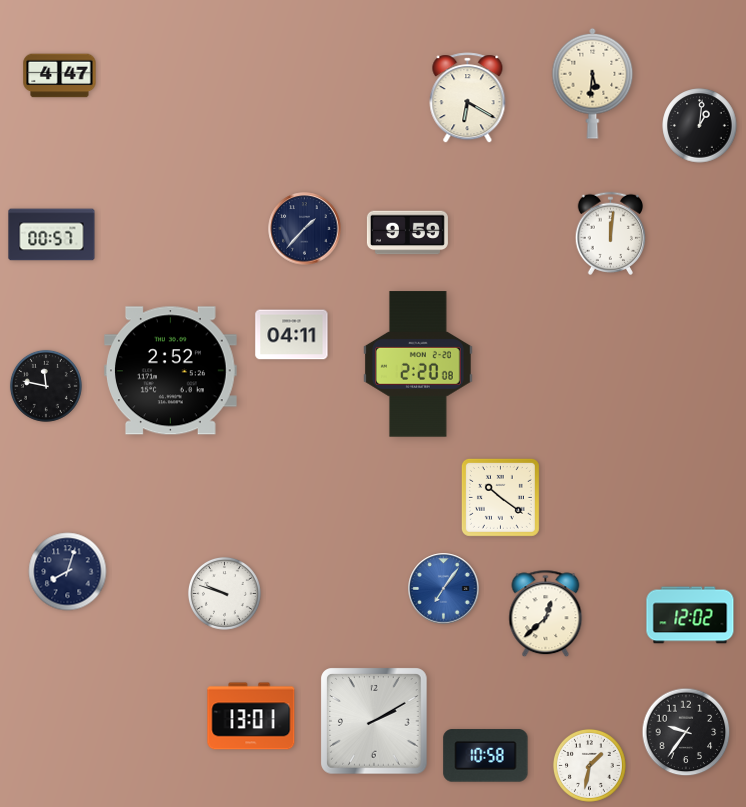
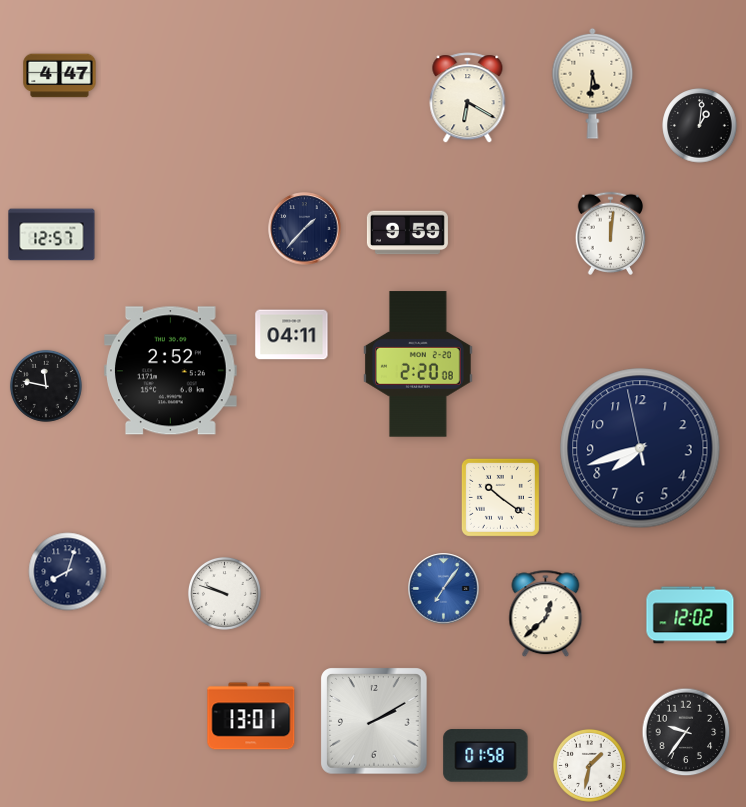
clock at (52, 235): 00:57 -> 12:57
clock at (640, 448): none -> 7:41
clock at (486, 756): 10:58 -> 01:58
